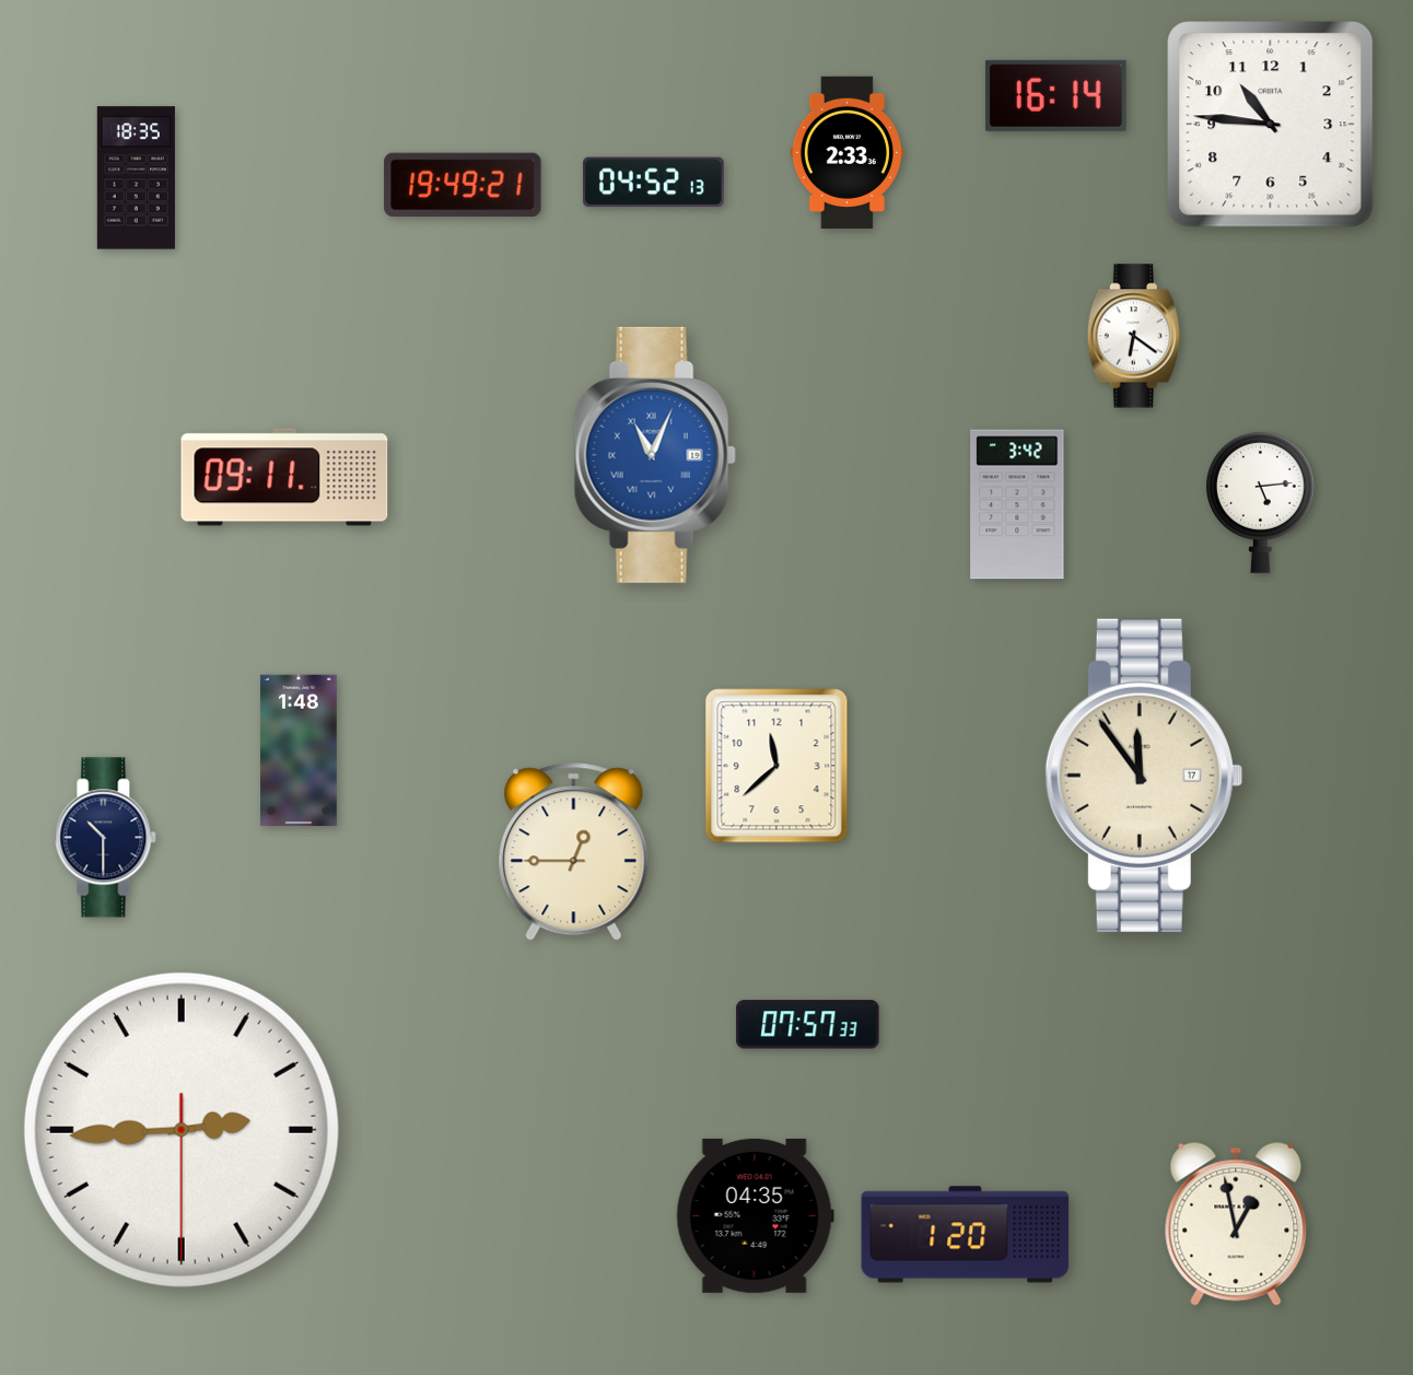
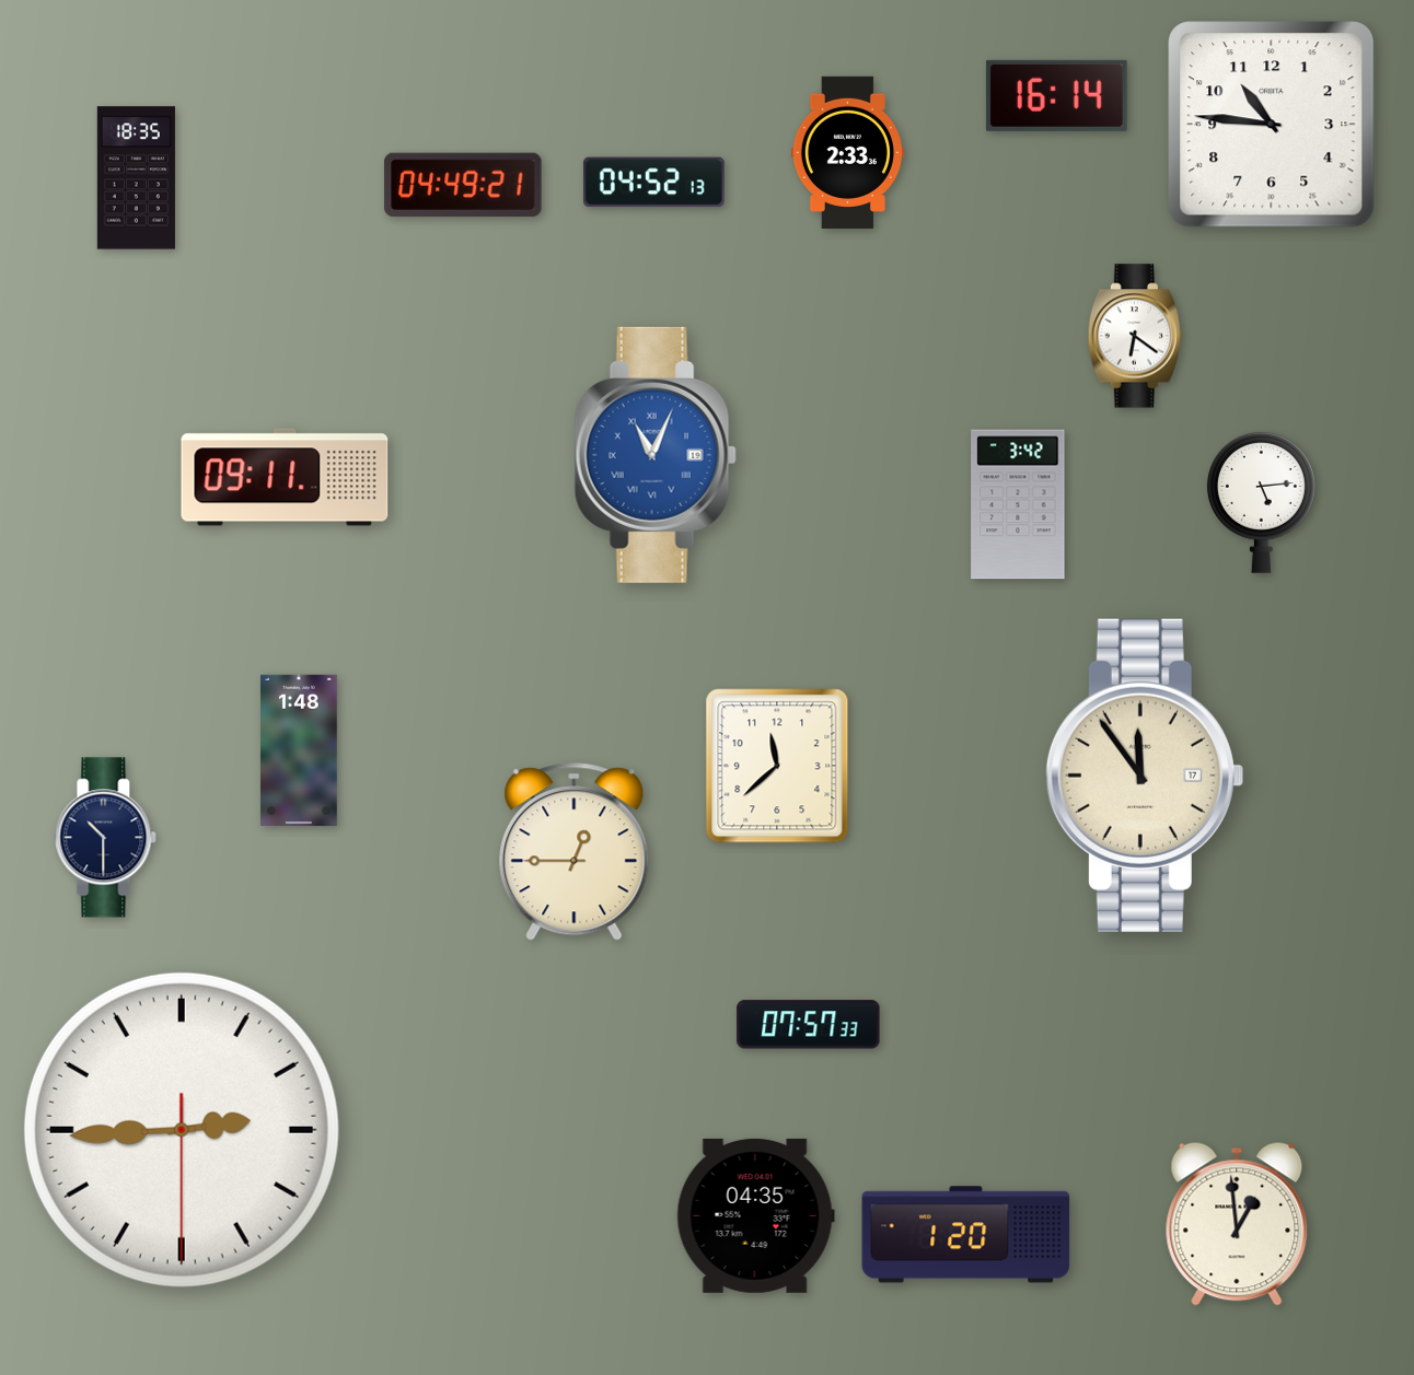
clock at (463, 185): 19:49 -> 04:49
clock at (1236, 1224): 12:58 -> 12:59
